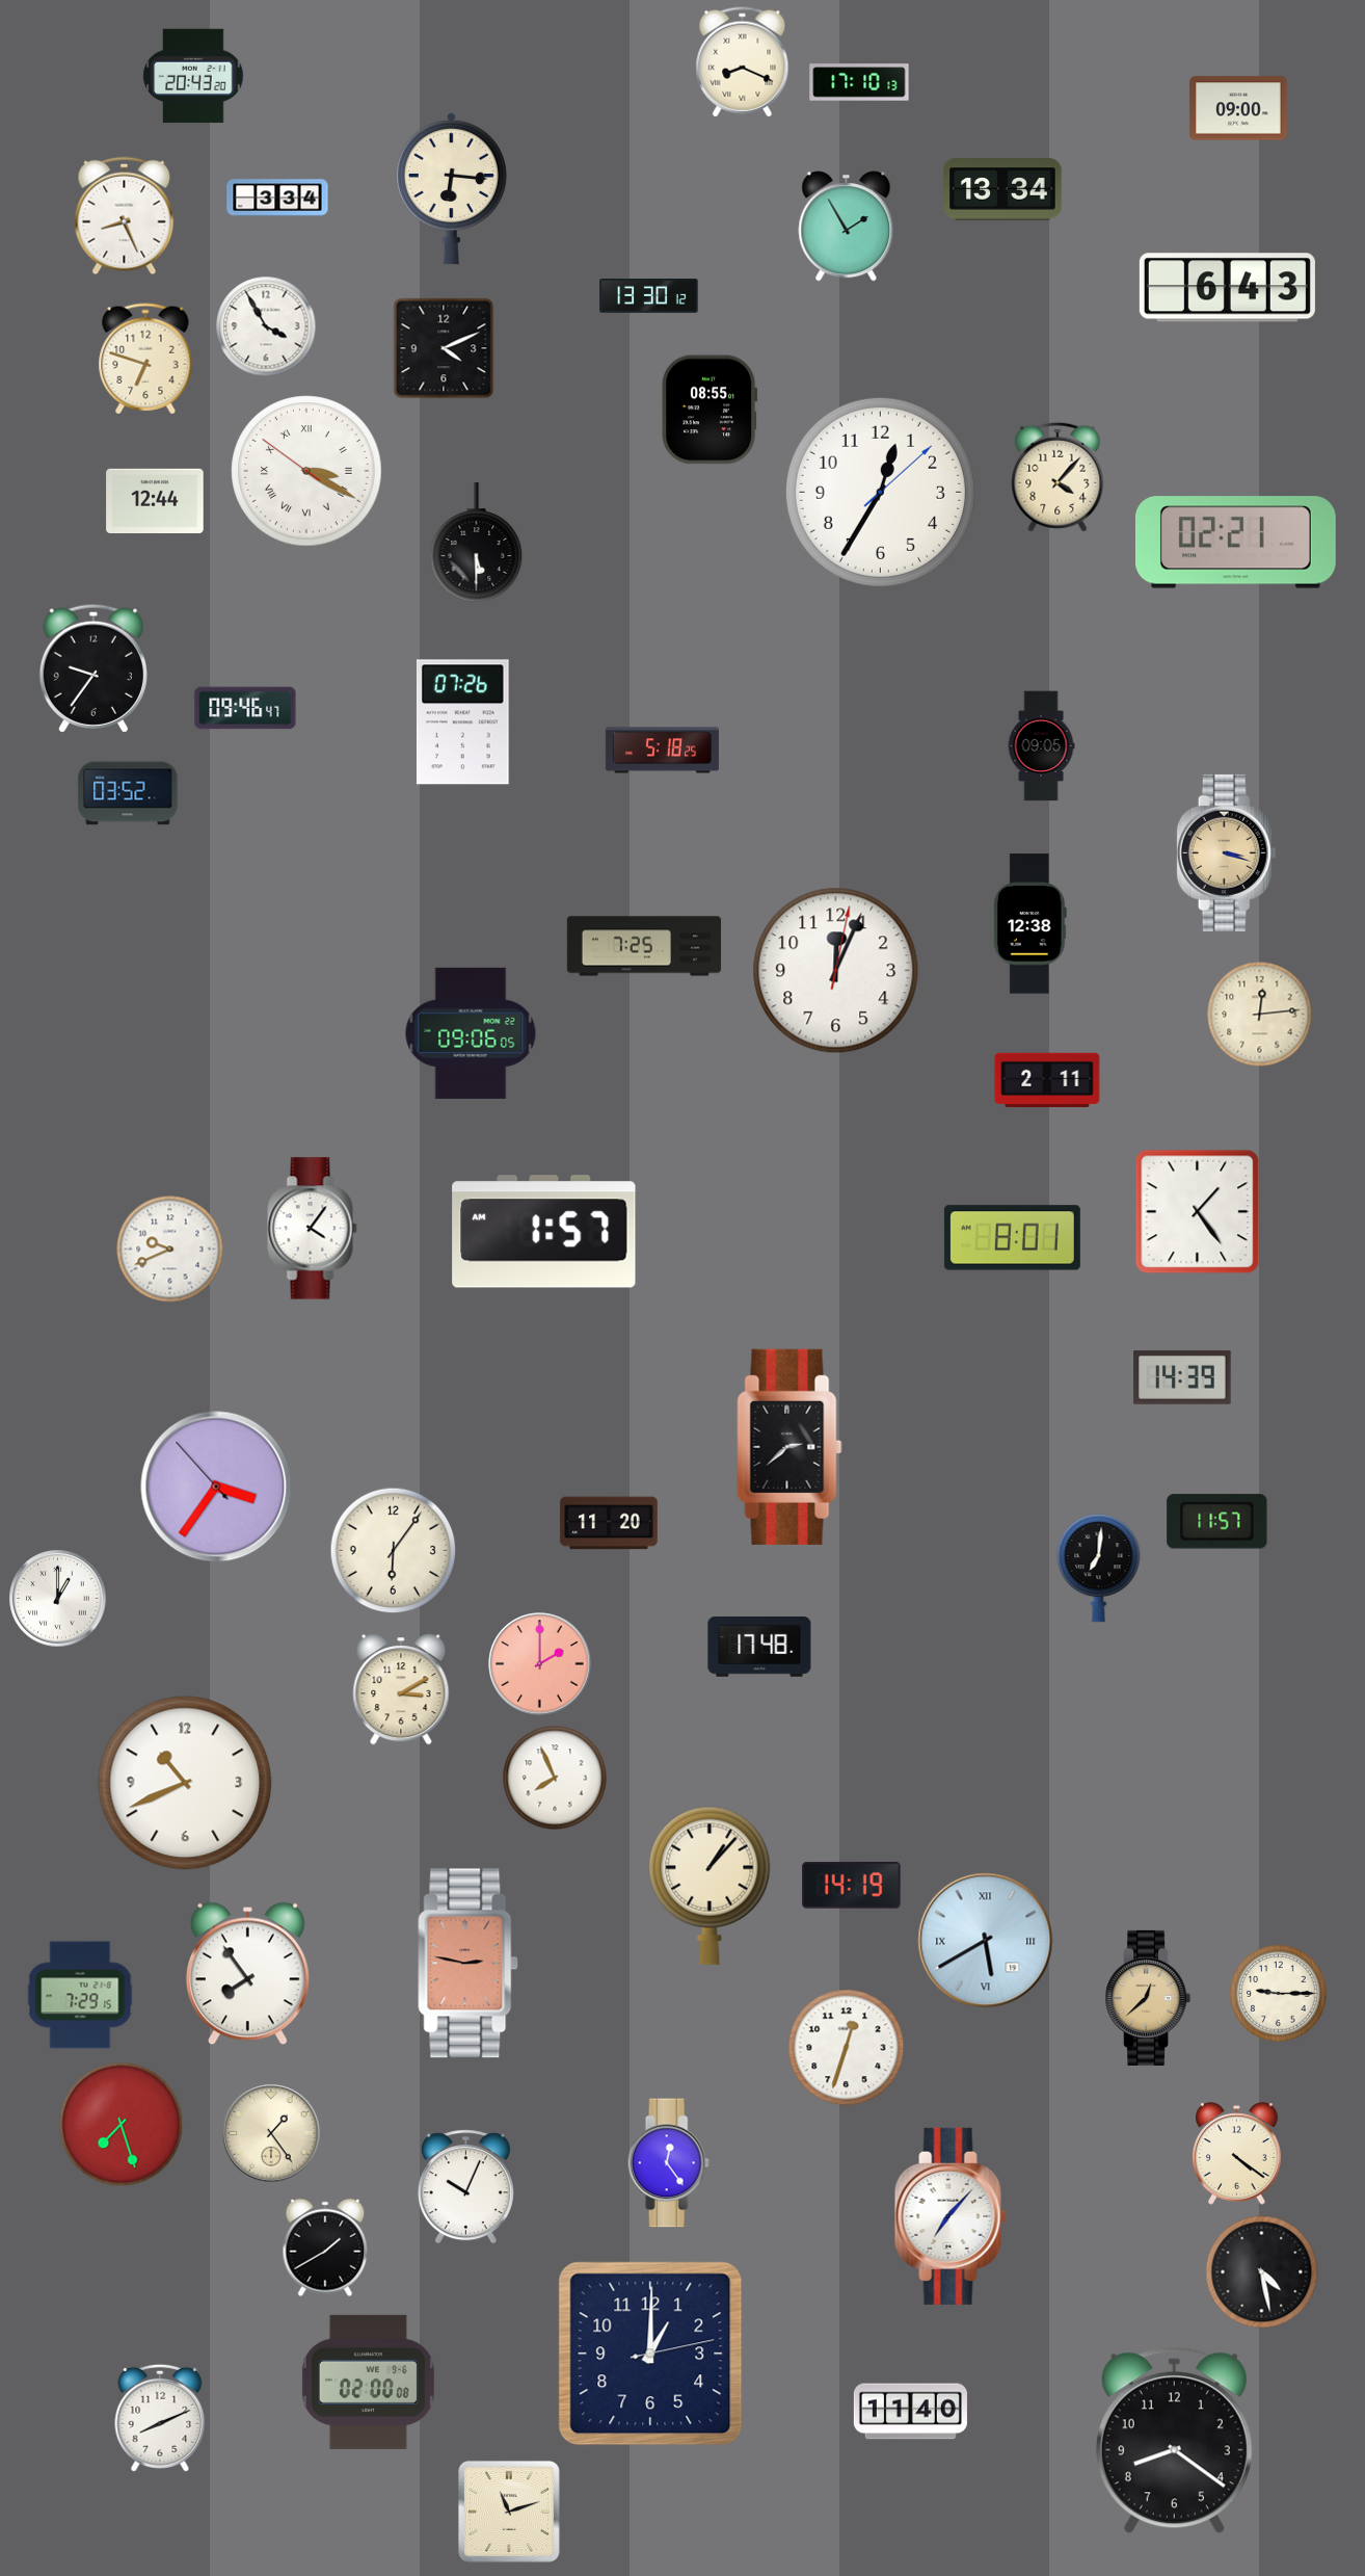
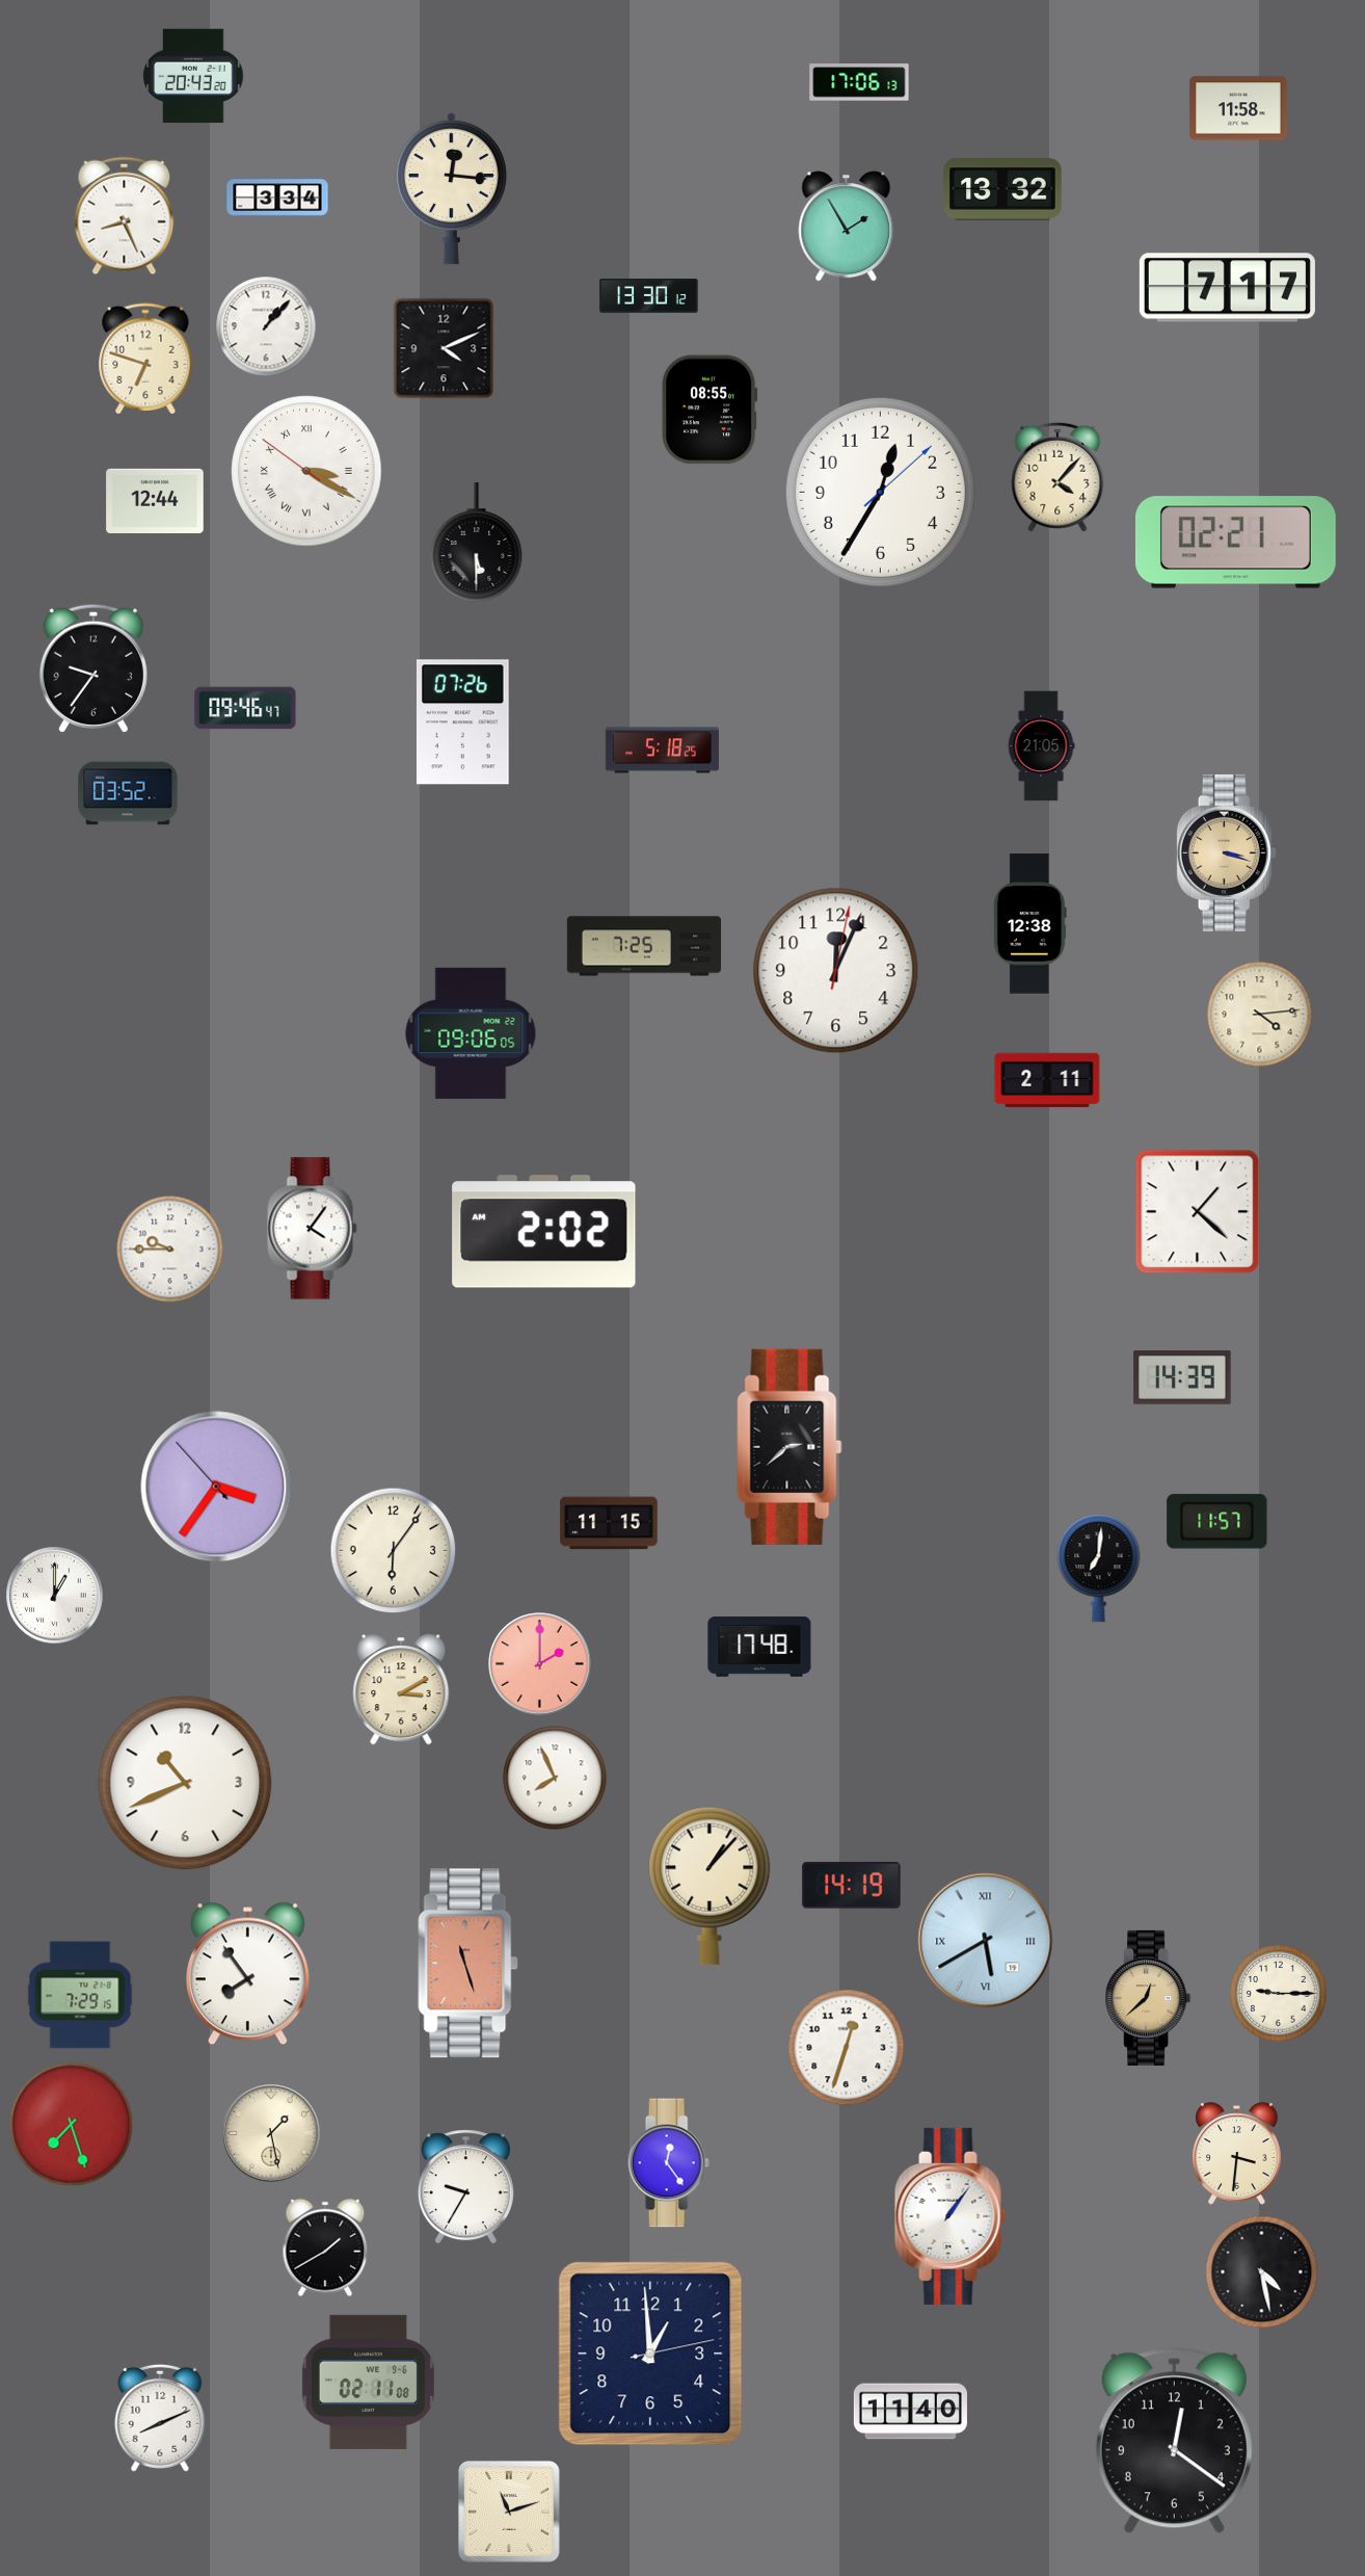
clock at (743, 62): 8:19 -> none
clock at (859, 82): 17:10 -> 17:06
clock at (1238, 108): 09:00 -> 11:58
clock at (451, 188): 6:16 -> 12:16
clock at (1002, 189): 13:34 -> 13:32
clock at (1227, 288): 6:43 -> 7:17
clock at (266, 326): 3:55 -> 1:07
clock at (1041, 746): 09:05 -> 21:05
clock at (1260, 1015): 12:14 -> 4:14
clock at (1198, 1212): 1:24 -> 1:22
clock at (544, 1232): 1:57 -> 2:02
clock at (1012, 1238): 8:01 -> none
clock at (170, 1250): 9:41 -> 9:45
clock at (609, 1523): 11:20 -> 11:15
clock at (58, 1599) position: (58, 1599) -> (55, 1596)
clock at (469, 1964): 2:47 -> 11:27
clock at (122, 2125) position: (122, 2125) -> (72, 2125)
clock at (271, 2133): 1:24 -> 1:28
clock at (1237, 2154): 4:21 -> 3:31
clock at (465, 2187): 10:04 -> 9:35
clock at (951, 2216): 7:07 -> 1:06
clock at (650, 2354): 1:00 -> 12:59
clock at (368, 2382): 02:00 -> 02:11
clock at (1174, 2441): 8:21 -> 12:21
